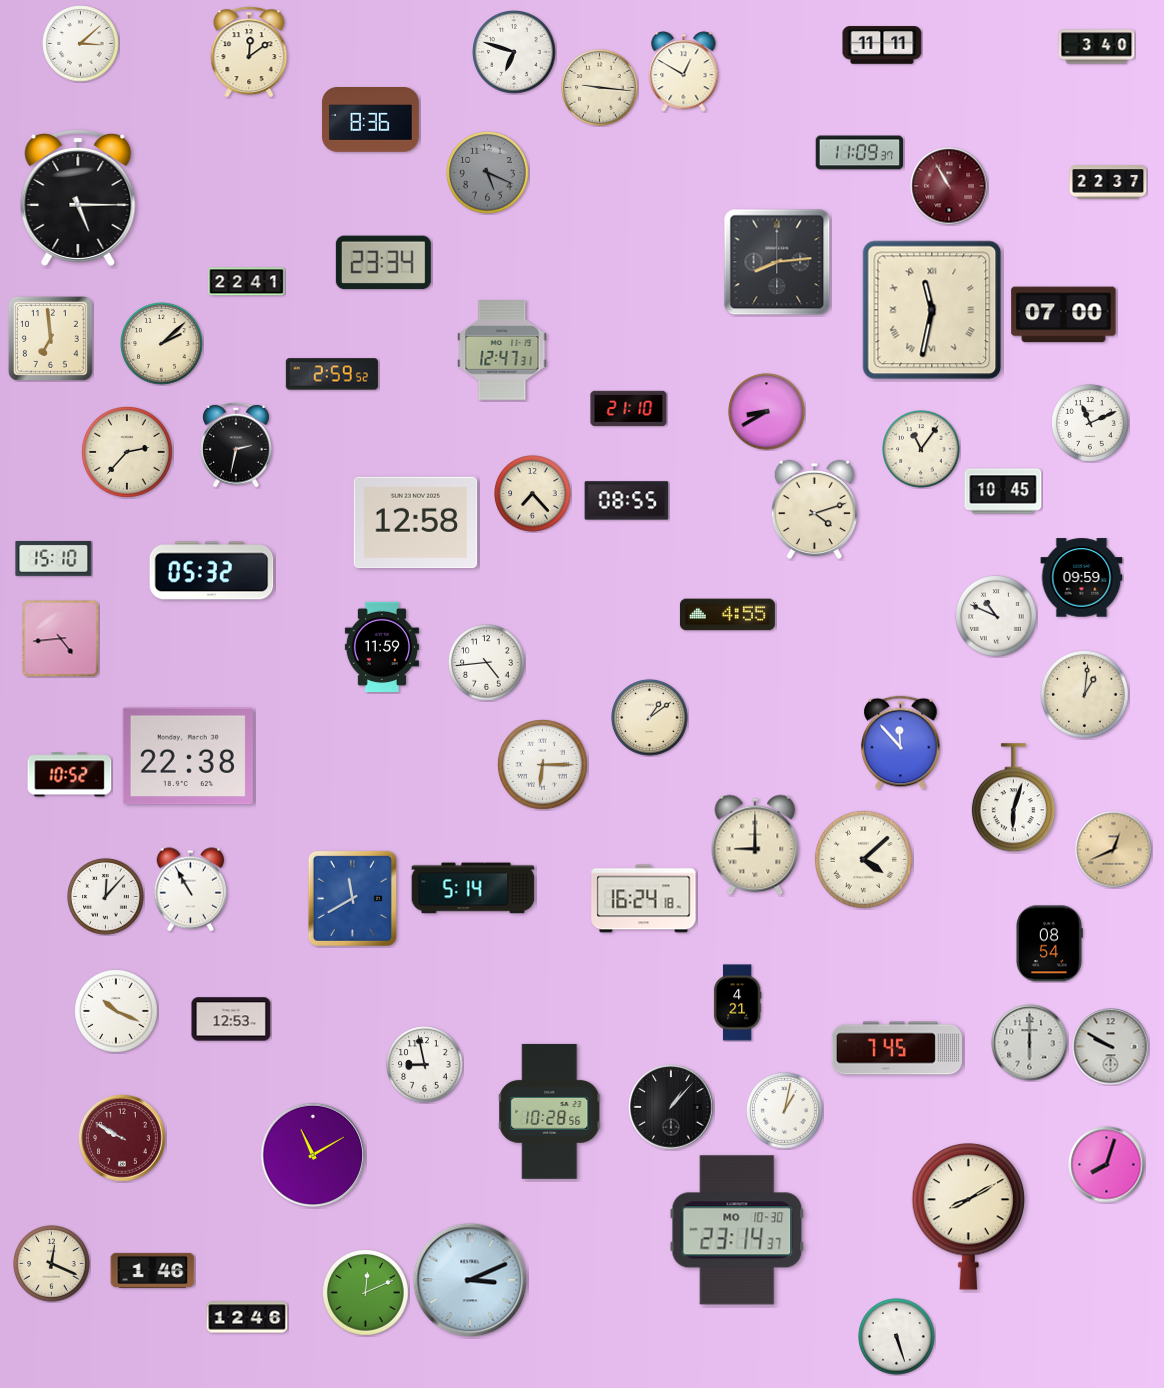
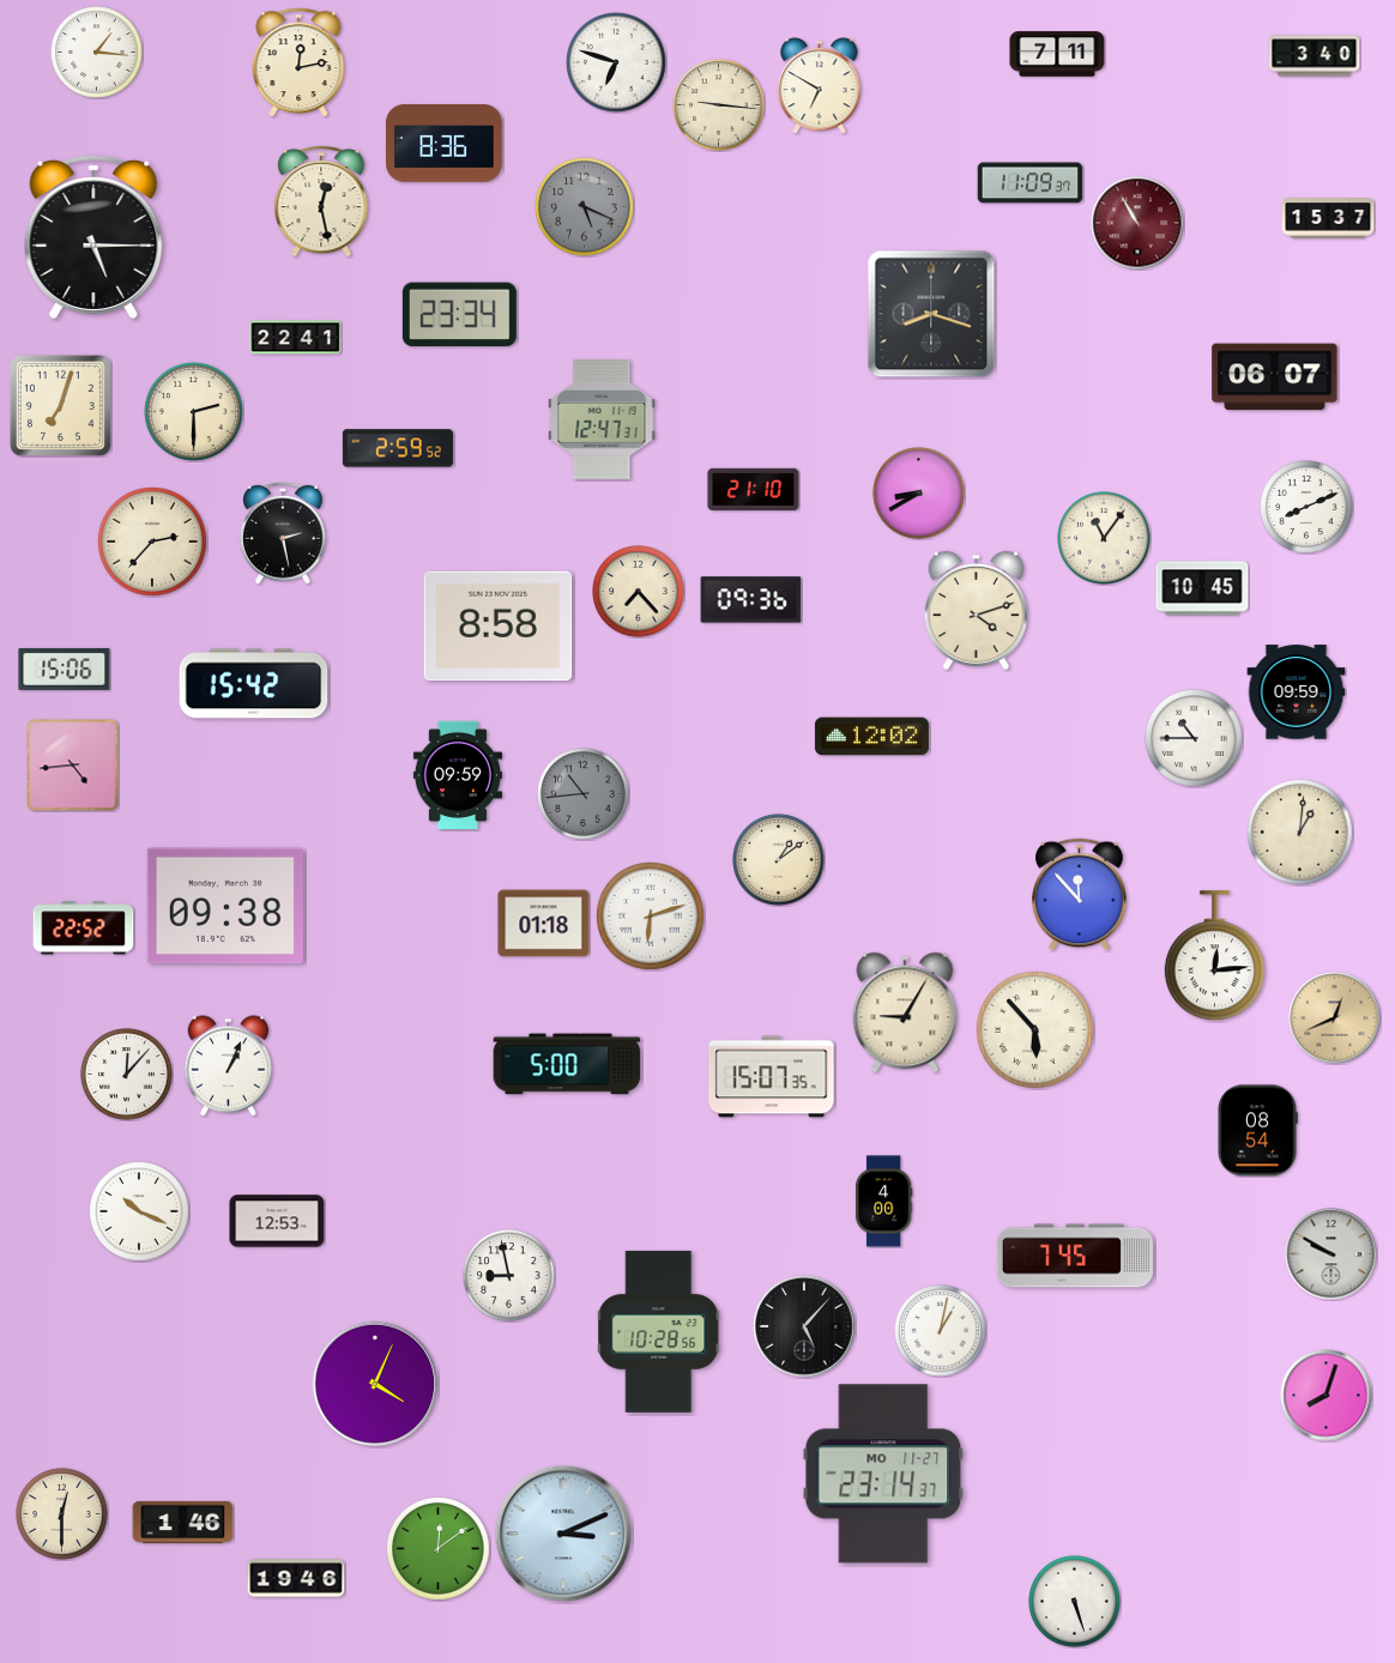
clock at (81, 44): 3:08 -> 1:16
clock at (882, 45): 11:11 -> 7:11
clock at (249, 52): 12:09 -> 12:13
clock at (684, 72): 12:50 -> 6:50
clock at (321, 201): none -> 12:28
clock at (1108, 182): 22:37 -> 15:37
clock at (777, 262): 8:14 -> 8:18
clock at (932, 310): 11:32 -> none
clock at (1064, 315): 07:00 -> 06:07
clock at (50, 338): 6:59 -> 7:03
clock at (162, 344): 2:08 -> 2:30
clock at (1090, 423): 11:11 -> 8:11
clock at (237, 445): 2:32 -> 2:28
clock at (627, 501): 08:55 -> 09:36
clock at (416, 523): 12:58 -> 8:58
clock at (54, 558): 15:10 -> 15:06
clock at (212, 571): 05:32 -> 15:42
clock at (727, 615): 4:55 -> 12:02
clock at (996, 616): 10:49 -> 10:45
clock at (382, 647): 11:59 -> 09:59
clock at (487, 663): 4:44 -> 10:44
clock at (487, 663) dial: white -> grey
clock at (901, 743) position: (901, 743) -> (1080, 895)
clock at (188, 756): 22:38 -> 09:38
clock at (543, 765): 6:15 -> 6:12
clock at (544, 924): none -> 01:18
clock at (70, 775): 10:52 -> 22:52
clock at (1013, 798): 6:03 -> 12:14
clock at (755, 845): 9:00 -> 9:05
clock at (863, 859): 4:08 -> 5:53
clock at (473, 888): 5:14 -> 5:00
clock at (191, 890): 10:55 -> 1:04
clock at (352, 898): 11:40 -> none
clock at (644, 899): 16:24 -> 15:07
clock at (737, 1003): 4:21 -> 4:00
clock at (1030, 1043): 6:00 -> none
clock at (671, 1107): 1:07 -> 5:07
clock at (122, 1138): 9:50 -> none
clock at (313, 1155): 11:10 -> 4:04
clock at (968, 1217): 8:10 -> none
clock at (737, 1230) date: MO 10-30 -> MO 11-27
clock at (52, 1264): 12:19 -> 12:30
clock at (366, 1293): 12:11 -> 12:09
clock at (247, 1317): 12:46 -> 19:46
